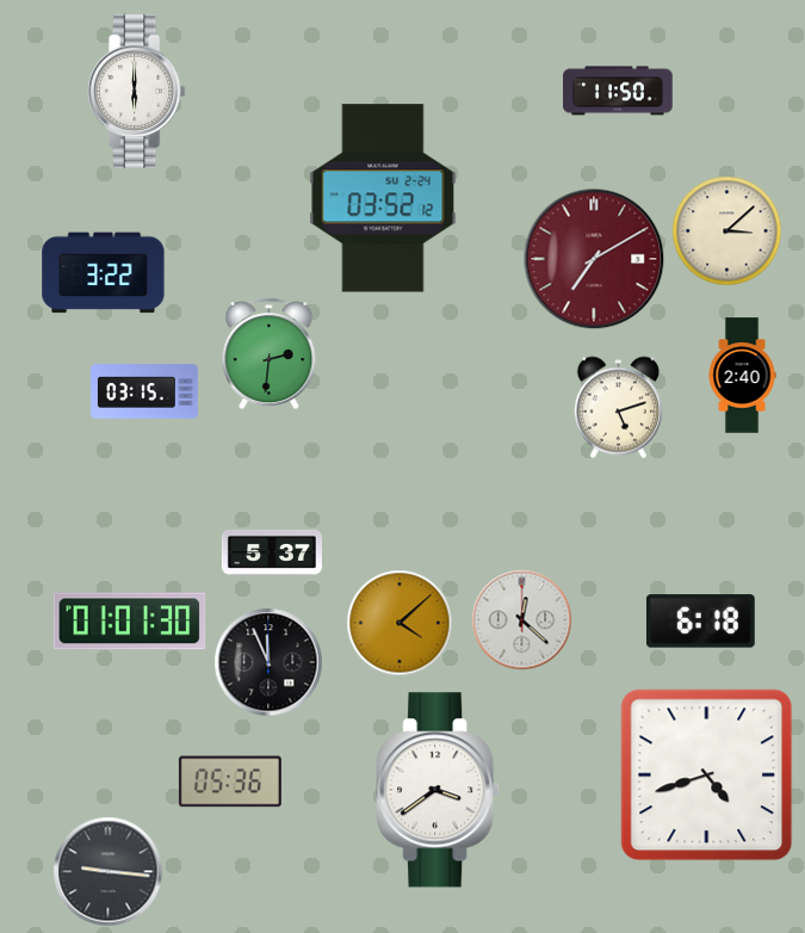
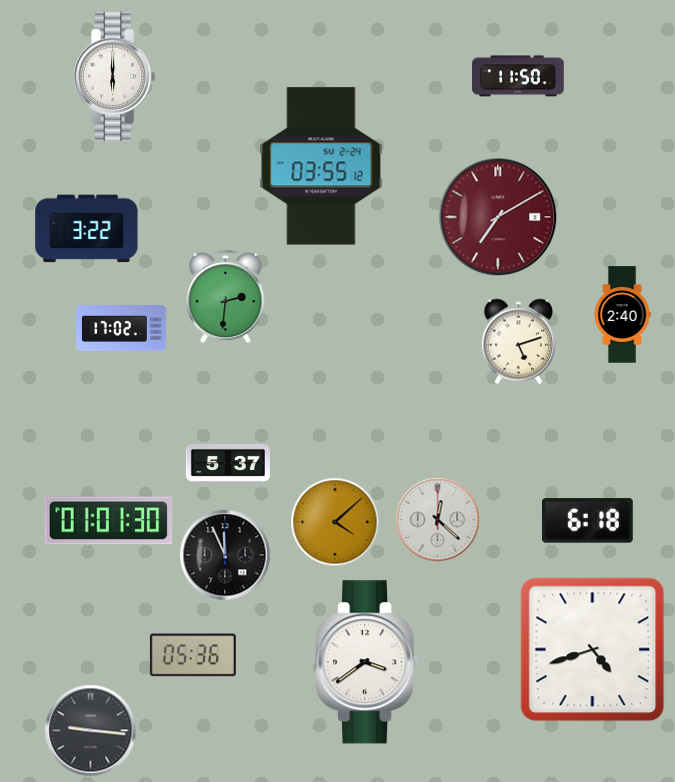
clock at (383, 198): 03:52 -> 03:55
clock at (726, 230): 3:08 -> none
clock at (145, 391): 03:15 -> 17:02
